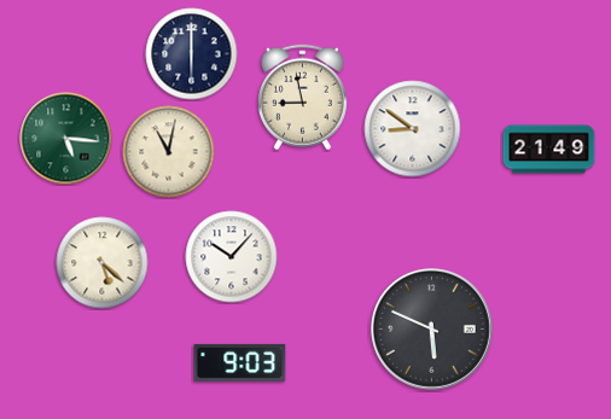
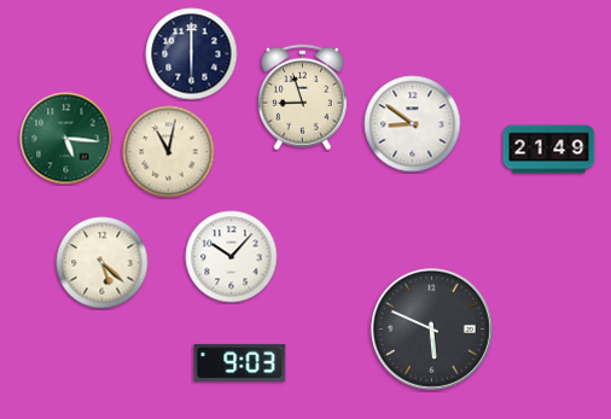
clock at (302, 98): 8:58 -> 8:57
clock at (413, 129) position: (413, 129) -> (413, 124)
